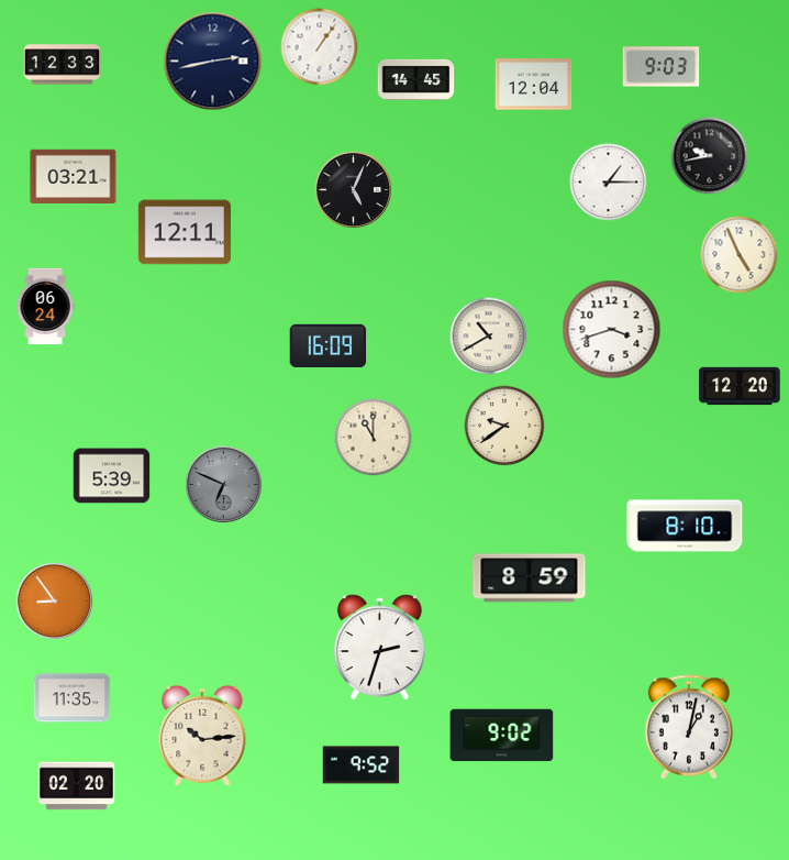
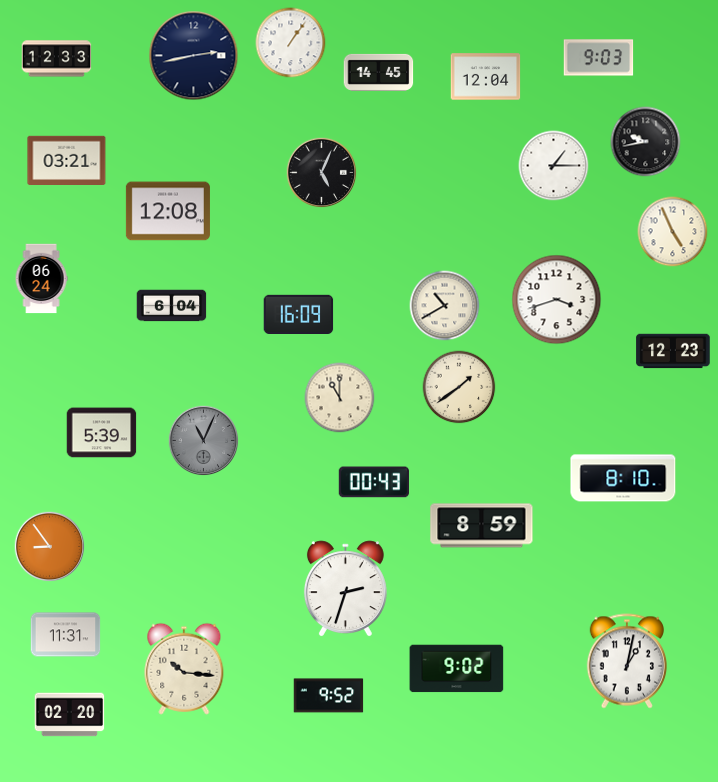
clock at (662, 67) position: (662, 67) -> (599, 58)
clock at (185, 232): 12:11 -> 12:08
clock at (172, 306): none -> 6:04
clock at (740, 386): 12:20 -> 12:23
clock at (504, 426): 9:39 -> 1:39
clock at (224, 485): 6:49 -> 11:04
clock at (374, 482): none -> 00:43
clock at (73, 698): 11:35 -> 11:31
clock at (202, 736): 10:14 -> 10:16
